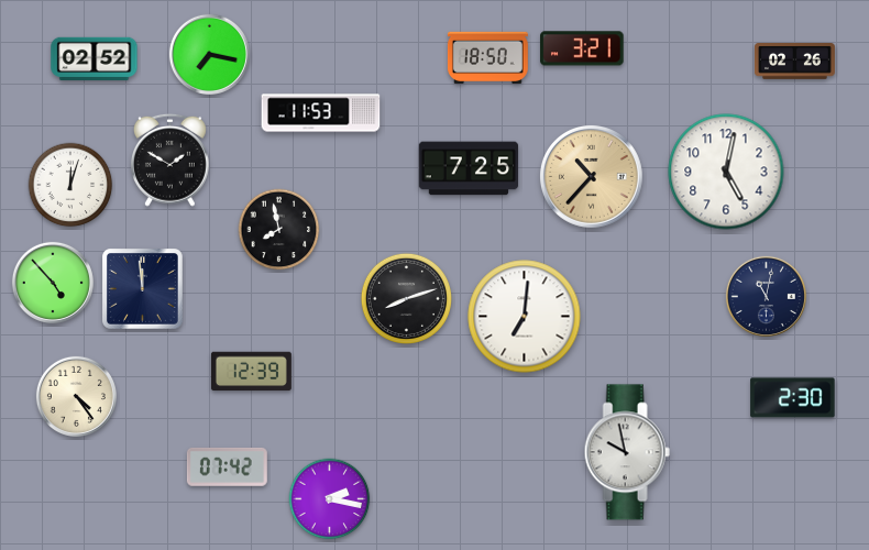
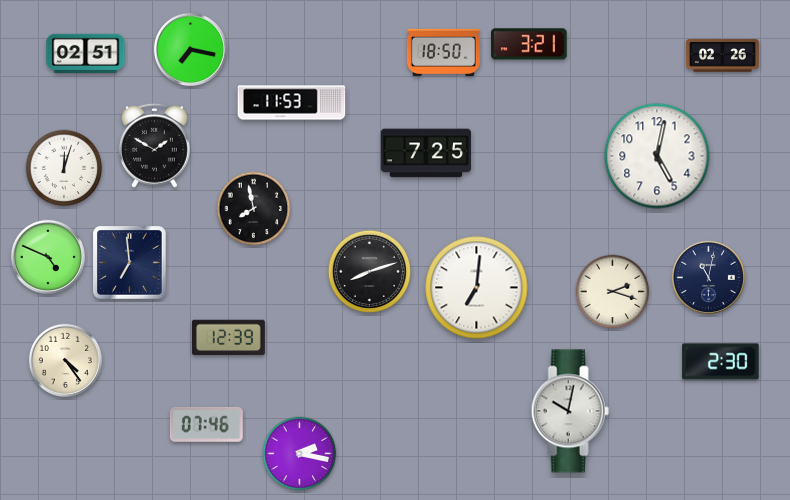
clock at (95, 59): 02:52 -> 02:51
clock at (726, 172) position: (726, 172) -> (657, 156)
clock at (591, 176): 10:37 -> none
clock at (53, 283): 4:53 -> 4:49
clock at (143, 289): 11:59 -> 6:59
clock at (766, 296) position: (766, 296) -> (708, 277)
clock at (613, 292): none -> 2:18
clock at (76, 396) position: (76, 396) -> (65, 360)
clock at (627, 452): 9:58 -> 10:02
clock at (227, 466): 07:42 -> 07:46
